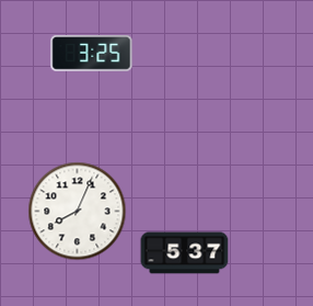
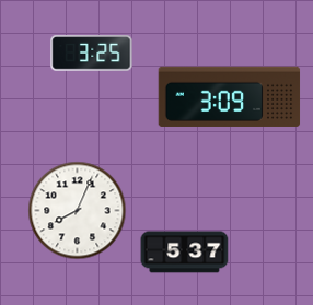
clock at (230, 96): none -> 3:09
